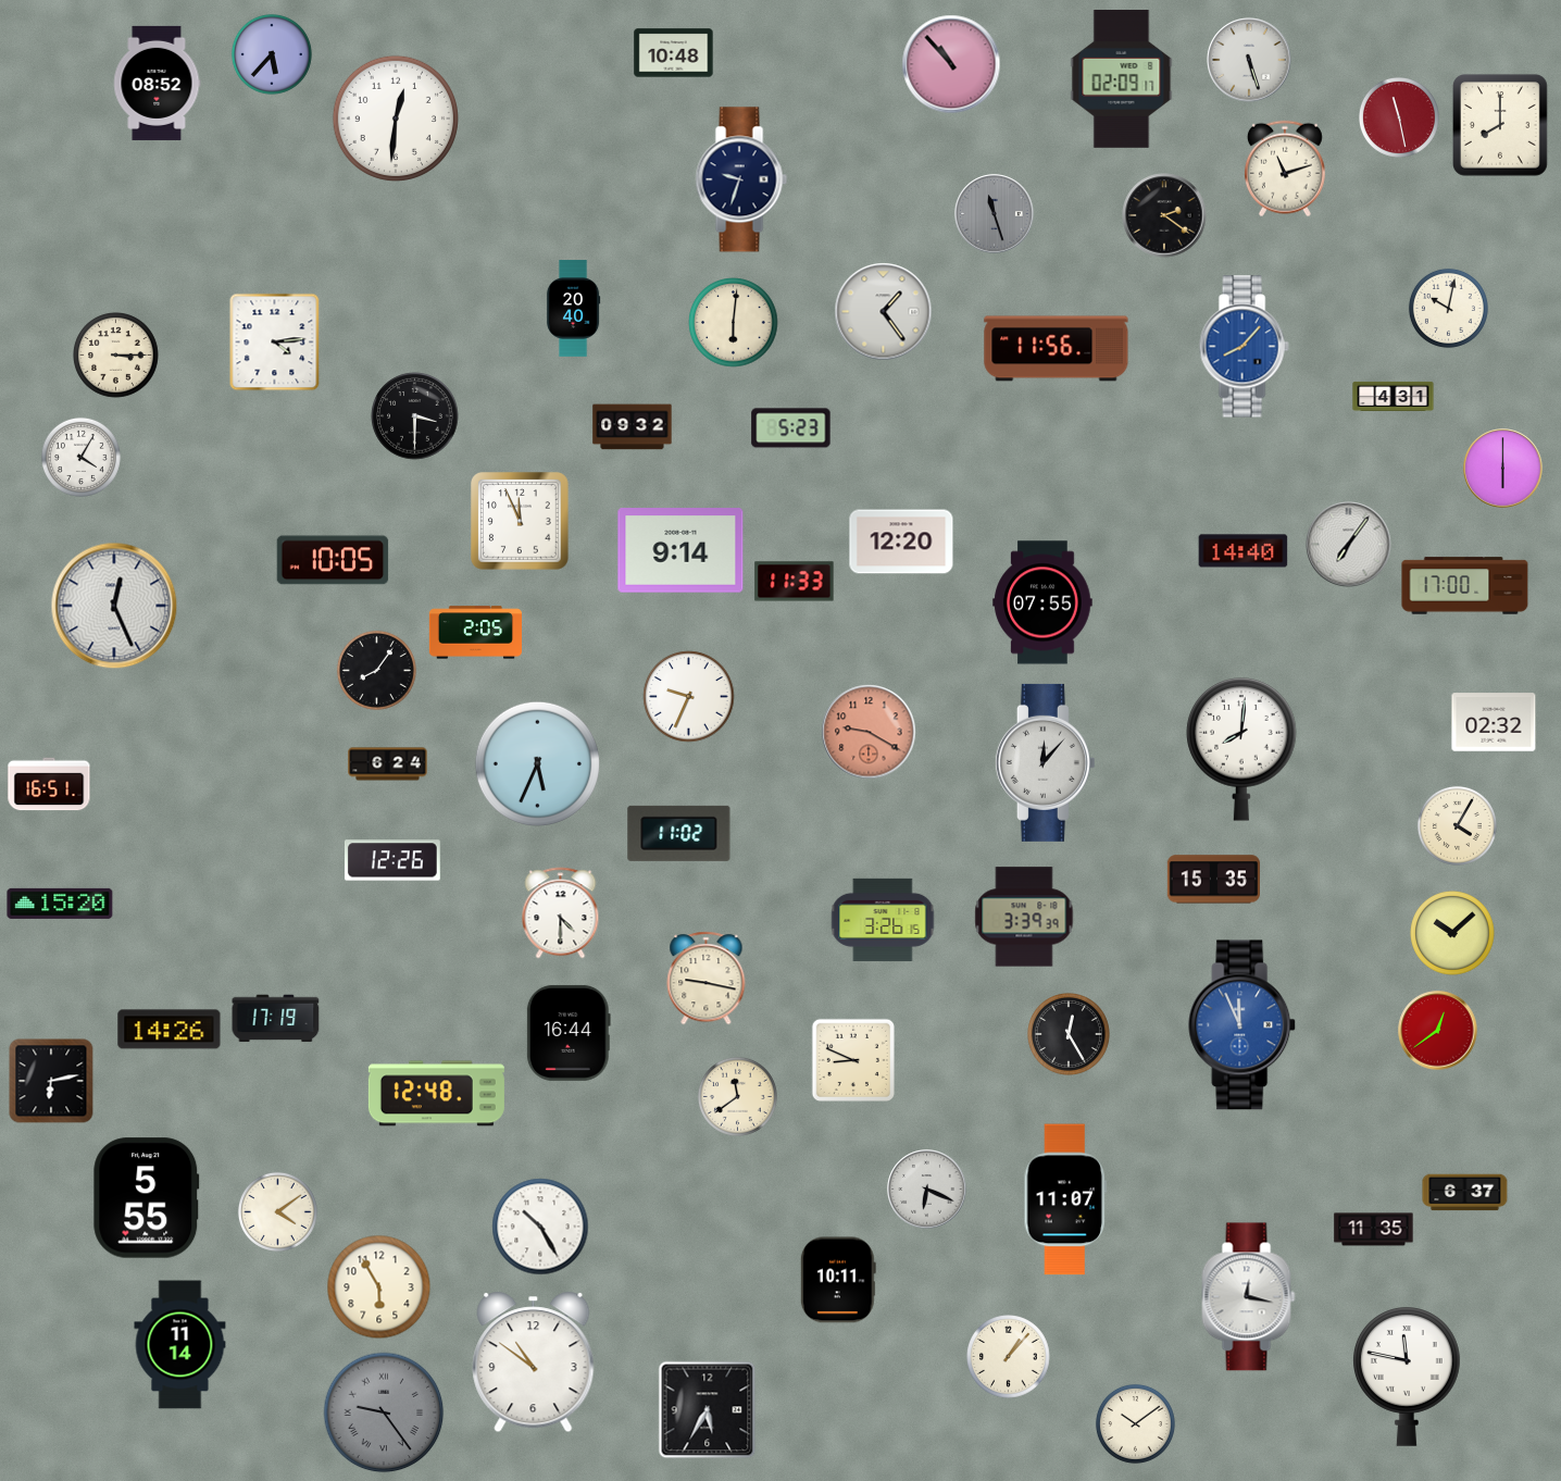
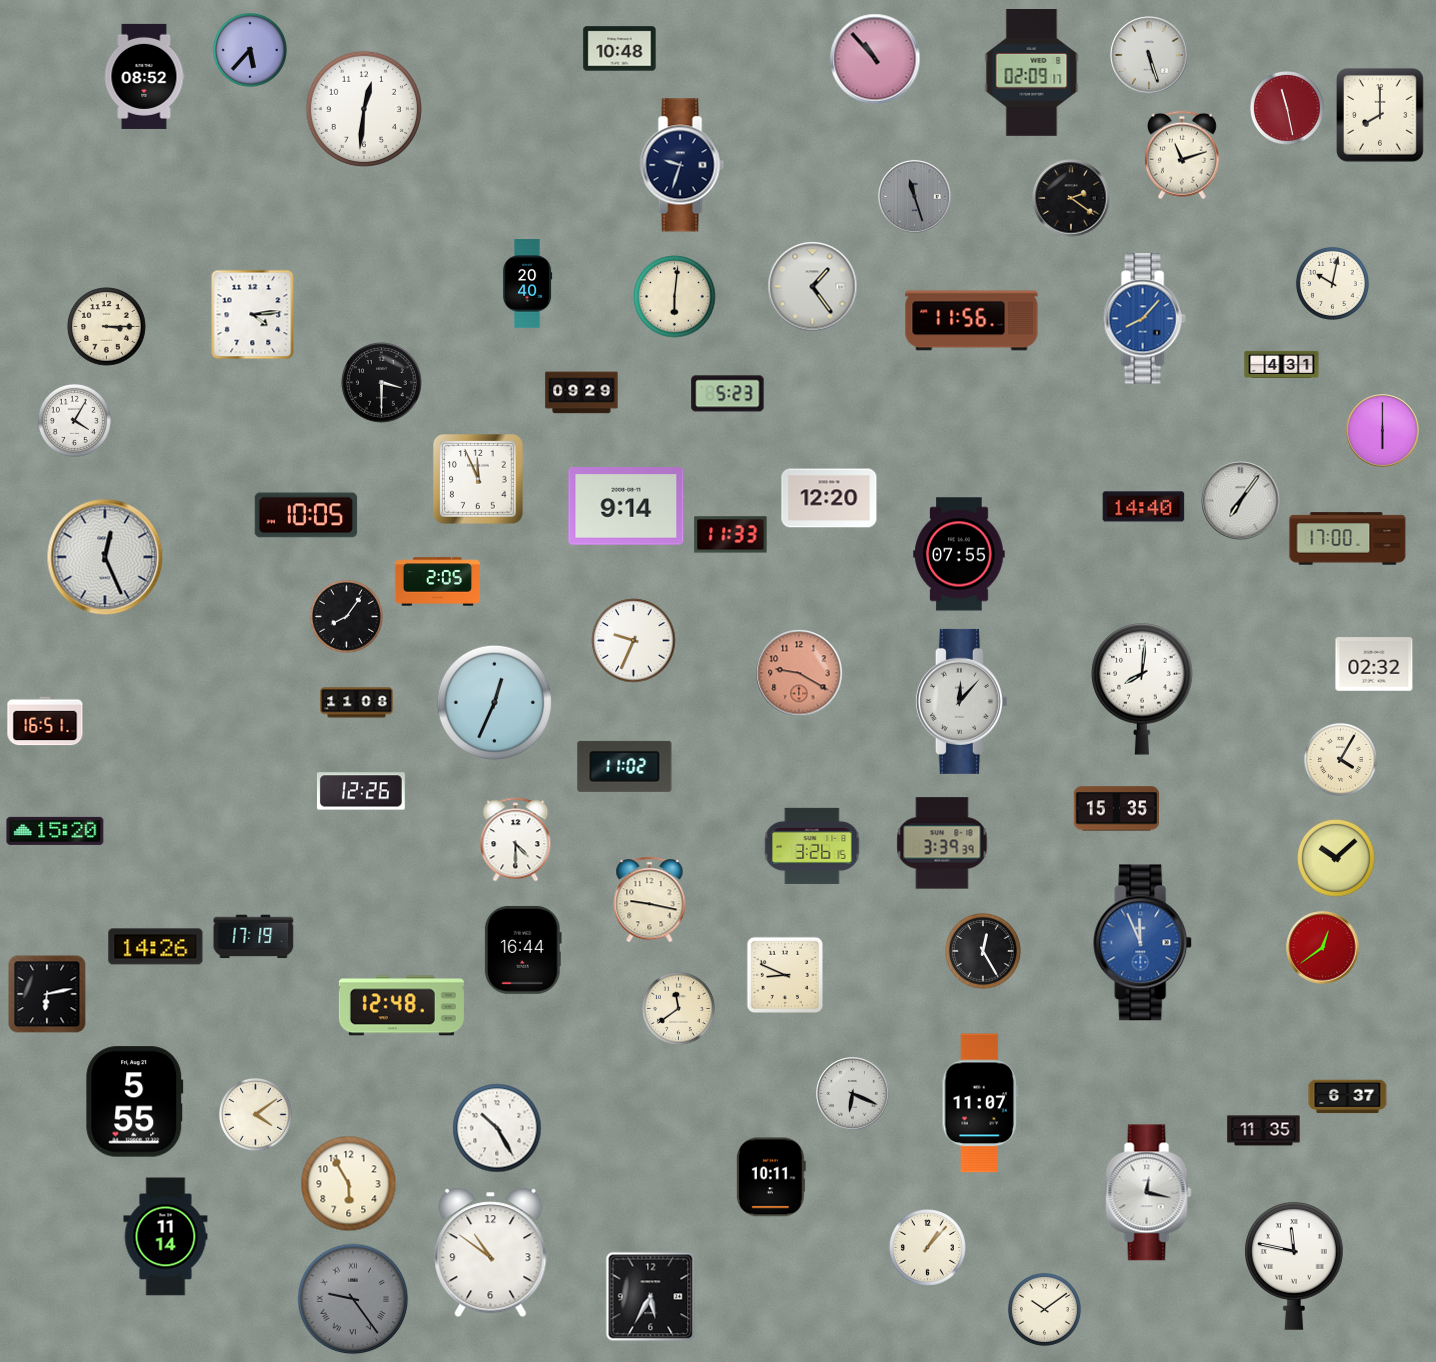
clock at (633, 427): 09:32 -> 09:29
clock at (537, 763): 5:34 -> 12:34
clock at (388, 764): 6:24 -> 11:08
